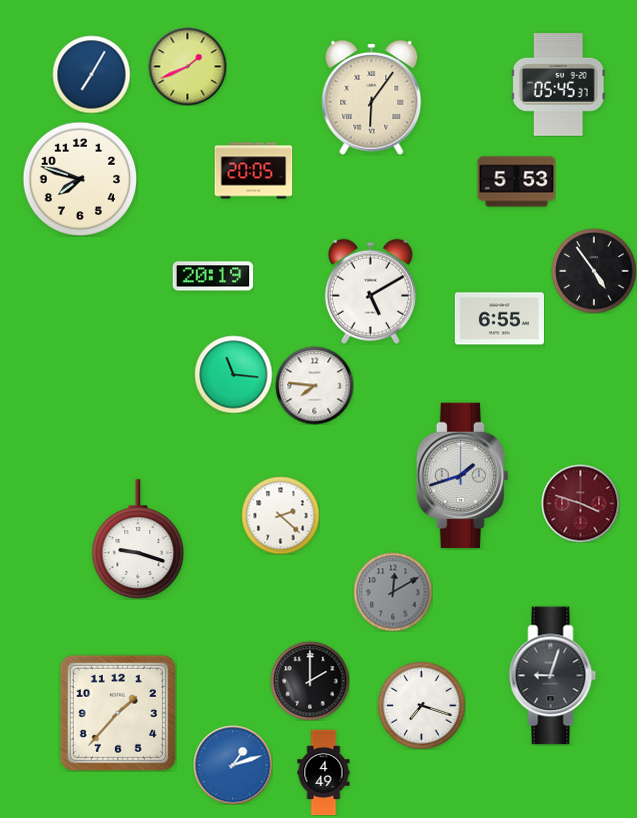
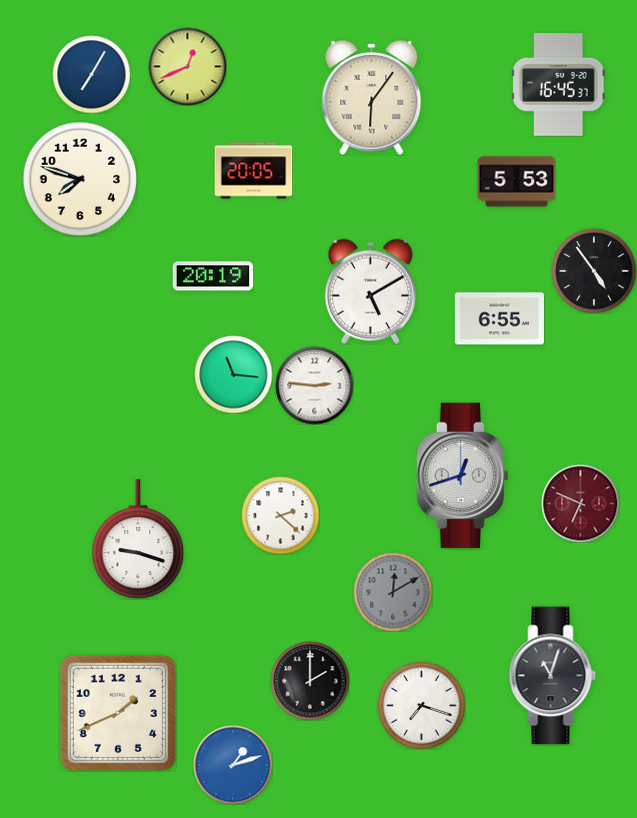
clock at (187, 66): 1:41 -> 12:41
clock at (558, 85): 05:45 -> 16:45
clock at (314, 385): 7:46 -> 2:46
clock at (462, 476): 1:42 -> 12:42
clock at (580, 503): 3:48 -> 6:49
clock at (553, 676): 9:03 -> 11:03
clock at (118, 713): 1:37 -> 1:41
clock at (324, 772): 4:49 -> none
